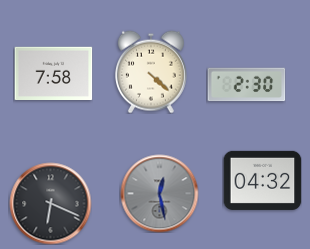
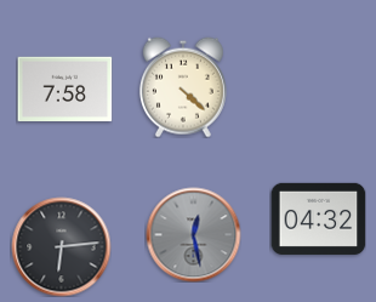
clock at (246, 85): 2:30 -> none
clock at (50, 203): 6:19 -> 6:14
